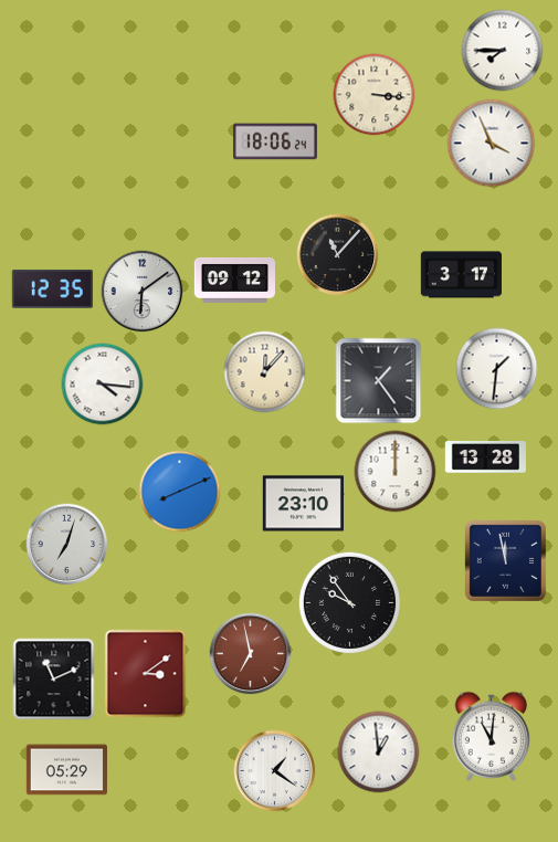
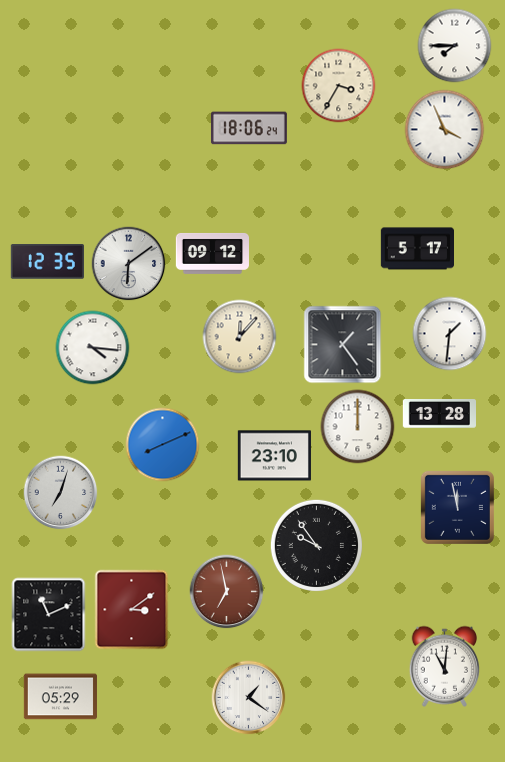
clock at (375, 95): 3:16 -> 3:35
clock at (338, 255): 11:07 -> none
clock at (461, 275): 3:17 -> 5:17
clock at (379, 752): 12:59 -> none
